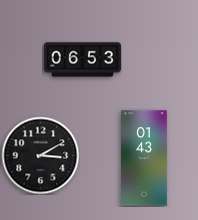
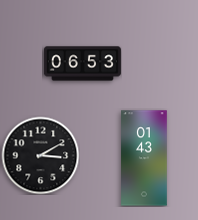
clock at (82, 60) position: (82, 60) -> (82, 64)
